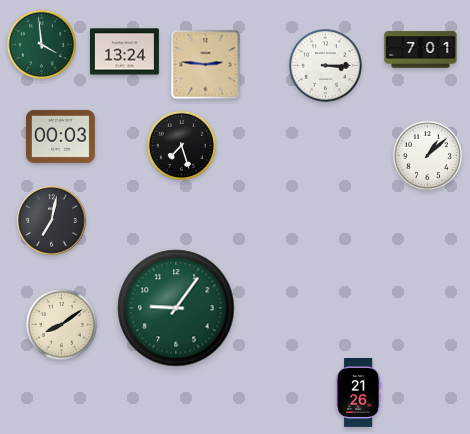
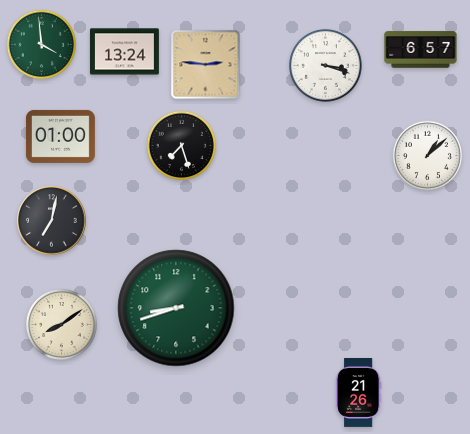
clock at (421, 50): 7:01 -> 6:57
clock at (326, 66): 3:15 -> 3:18
clock at (60, 136): 00:03 -> 01:00
clock at (176, 308): 9:06 -> 8:42
